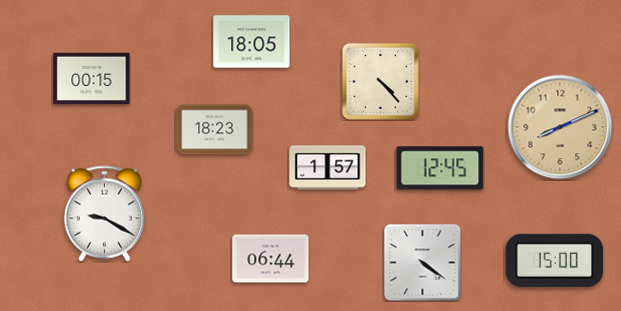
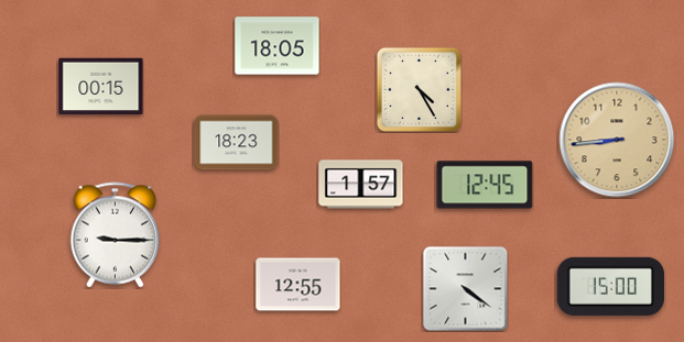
clock at (380, 81): 4:23 -> 4:25
clock at (560, 127): 8:11 -> 8:44
clock at (105, 214): 9:20 -> 9:15
clock at (271, 259): 06:44 -> 12:55
